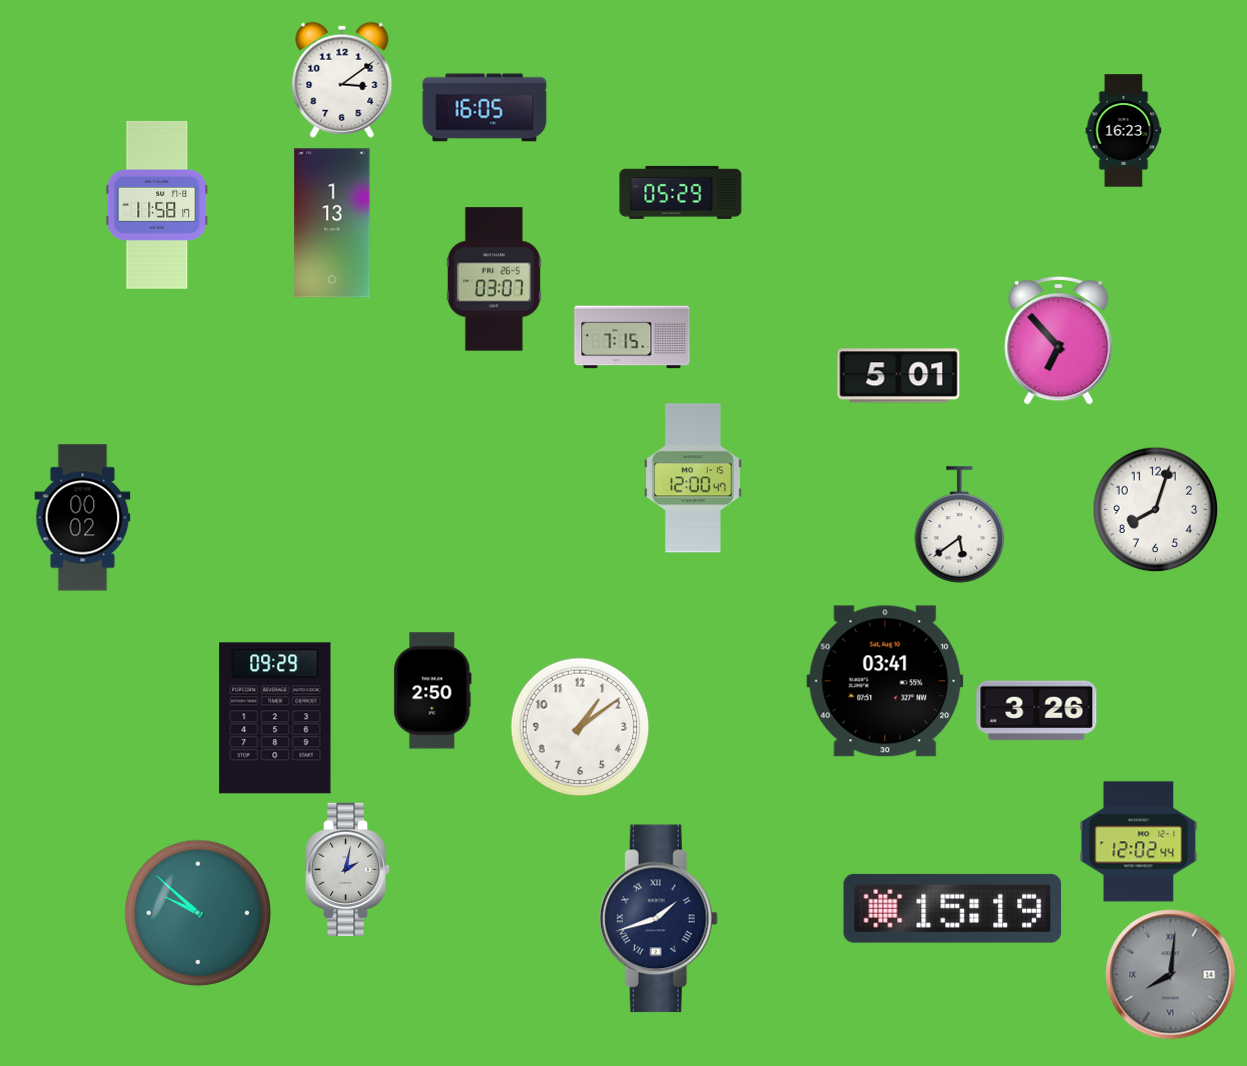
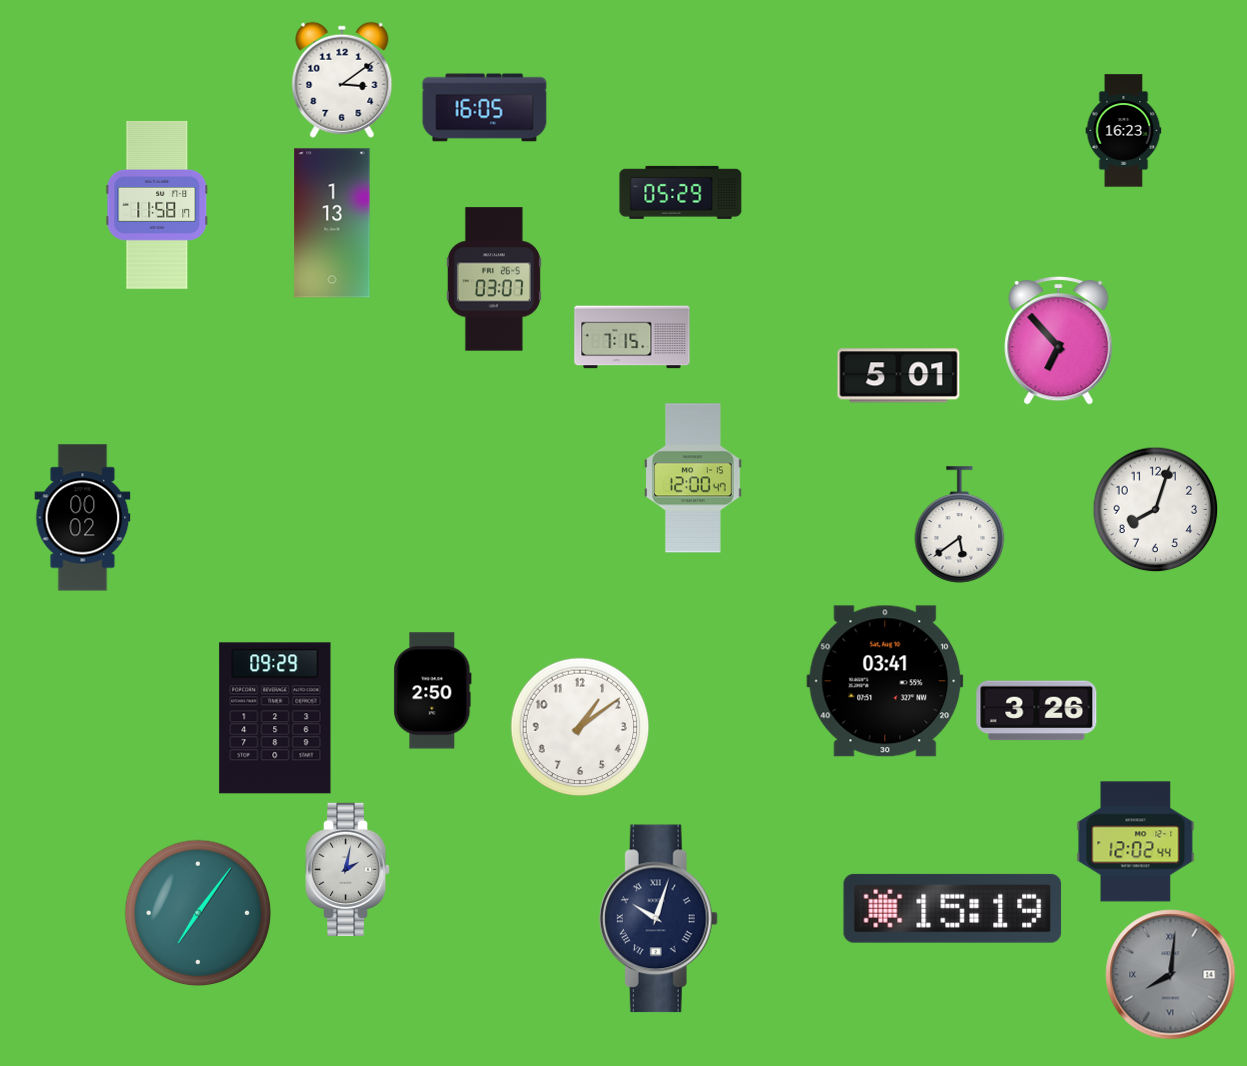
clock at (1139, 842) position: (1139, 842) -> (1136, 842)
clock at (198, 913): 9:52 -> 7:06
clock at (658, 919): 1:42 -> 10:03
